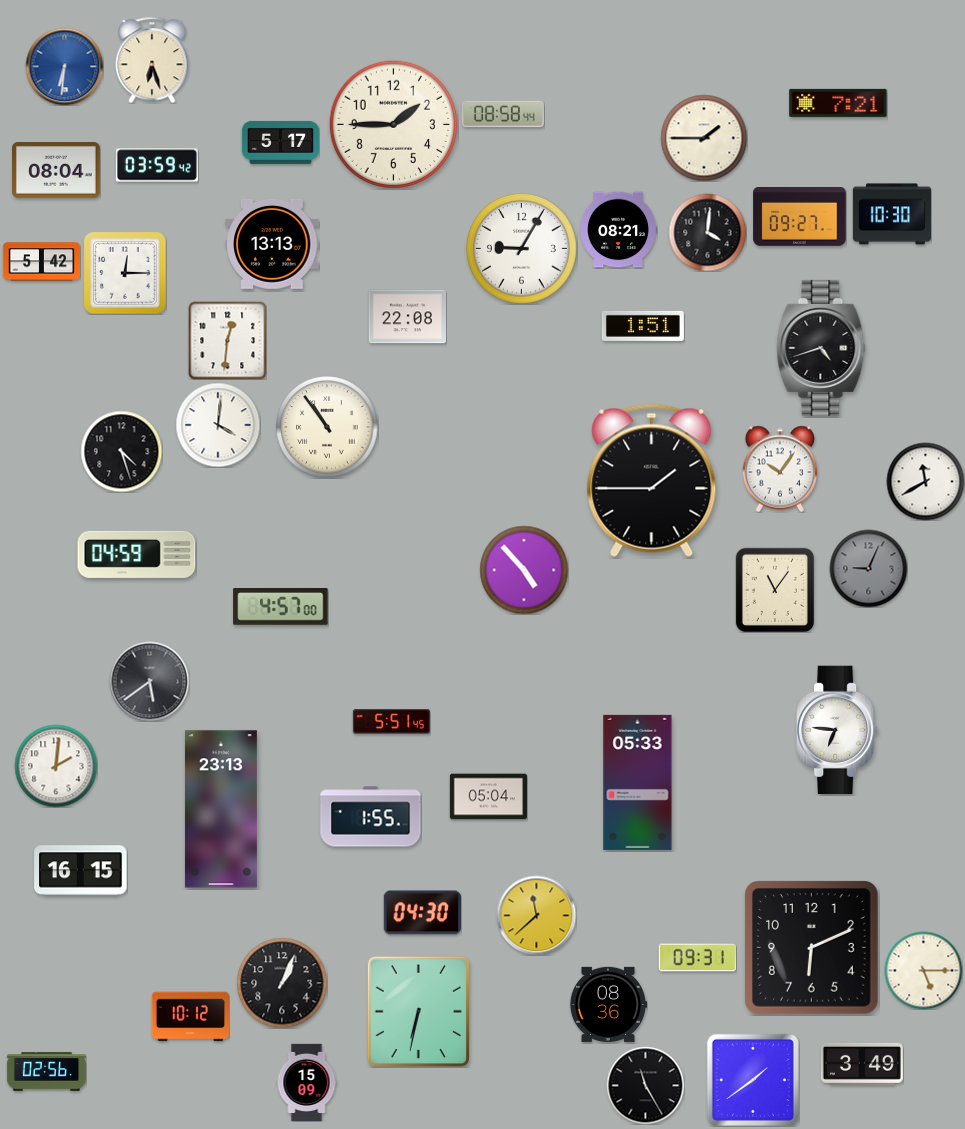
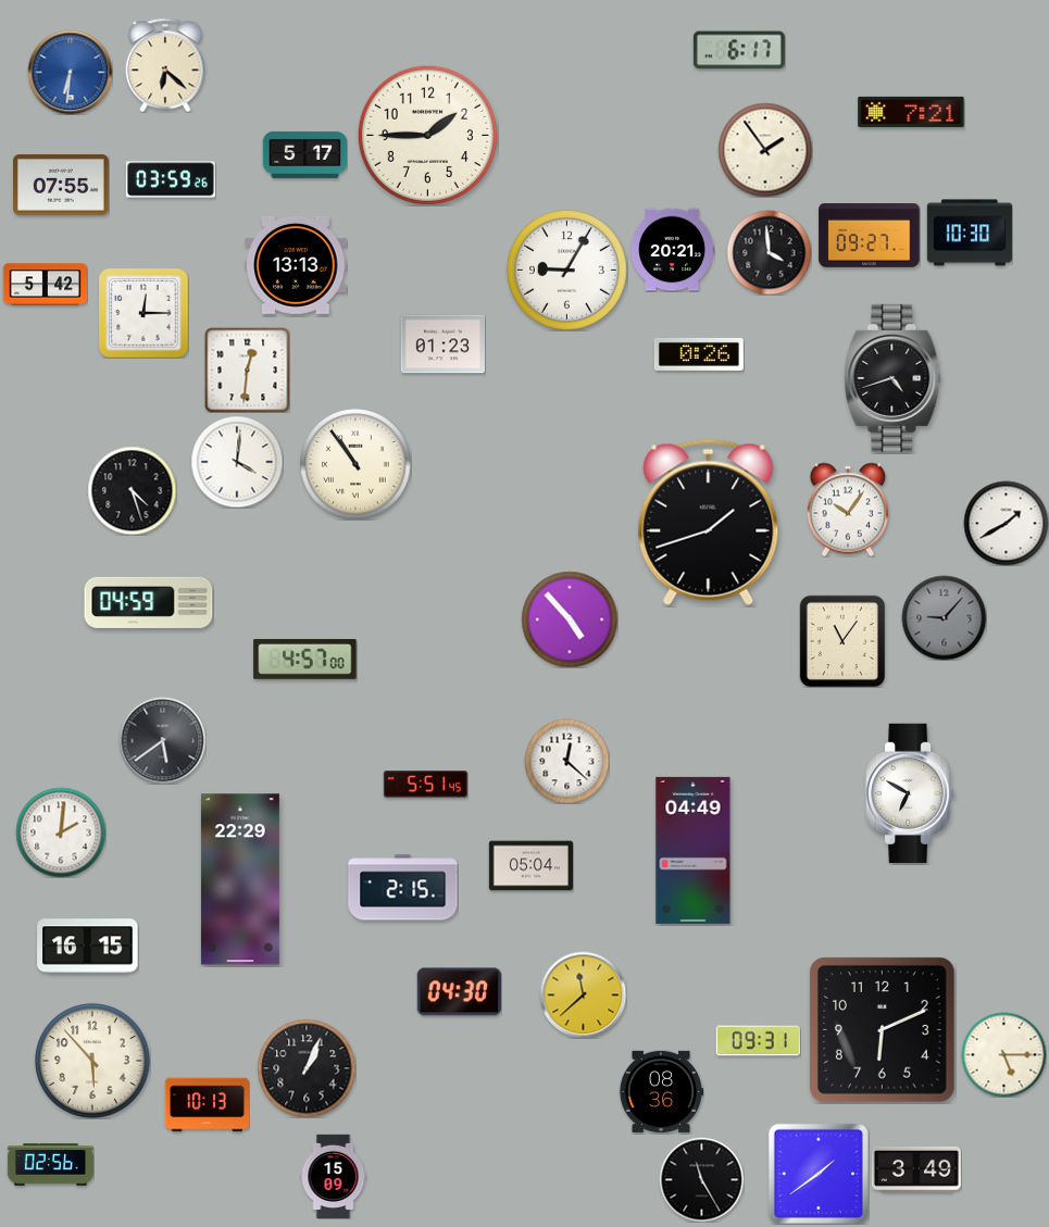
clock at (739, 50): none -> 6:17
clock at (152, 60): 6:27 -> 6:22
clock at (503, 114): 08:58 -> none
clock at (704, 138): 1:45 -> 1:54
clock at (157, 165): 03:59:42 -> 03:59:26
clock at (57, 170): 08:04 -> 07:55
clock at (618, 230): 08:21 -> 20:21
clock at (707, 232): 4:01 -> 3:59
clock at (125, 273) position: (125, 273) -> (143, 313)
clock at (407, 317): 22:08 -> 01:23
clock at (643, 326): 1:51 -> 0:26
clock at (652, 480): 1:45 -> 1:42
clock at (925, 481): 11:40 -> 1:40
clock at (868, 568): 9:04 -> 9:07
clock at (566, 761): none -> 12:22
clock at (837, 730): 6:46 -> 6:50
clock at (638, 782): 05:33 -> 04:49
clock at (221, 809): 23:13 -> 22:29
clock at (371, 817): 1:55 -> 2:15
clock at (92, 1061): none -> 5:53
clock at (418, 1011): 6:32 -> none
clock at (190, 1017): 10:12 -> 10:13
clock at (862, 1064) position: (862, 1064) -> (916, 1169)
